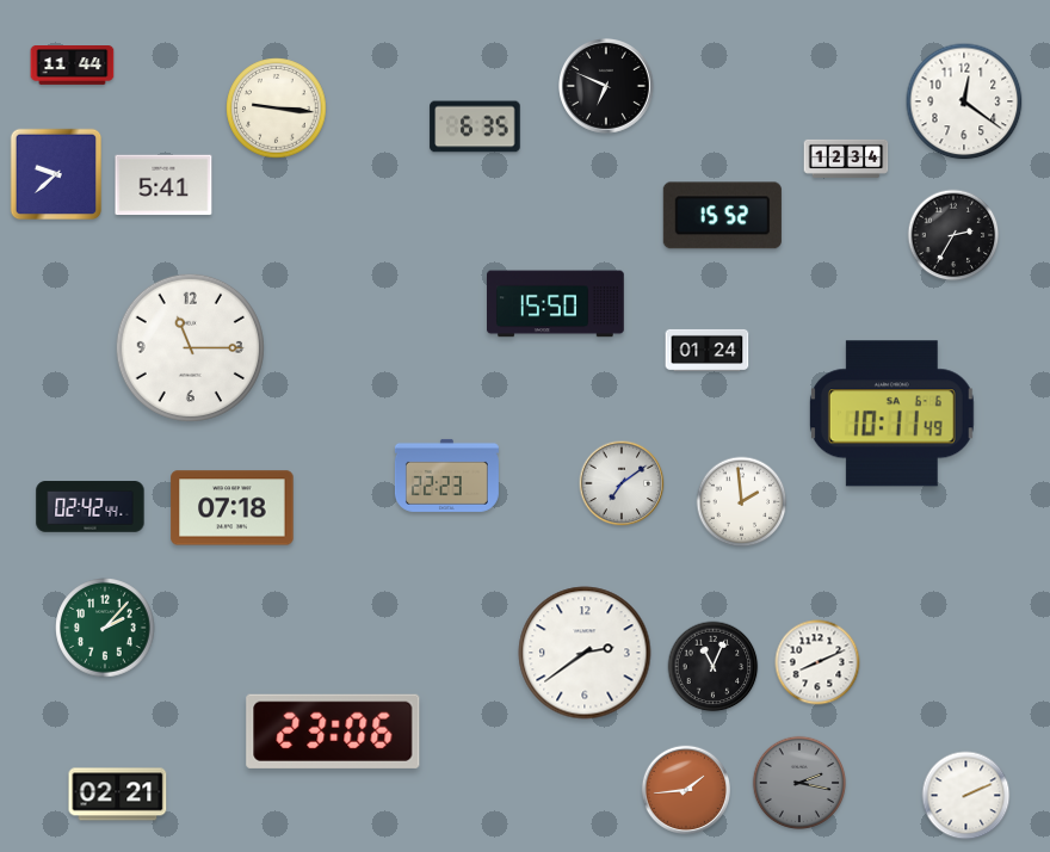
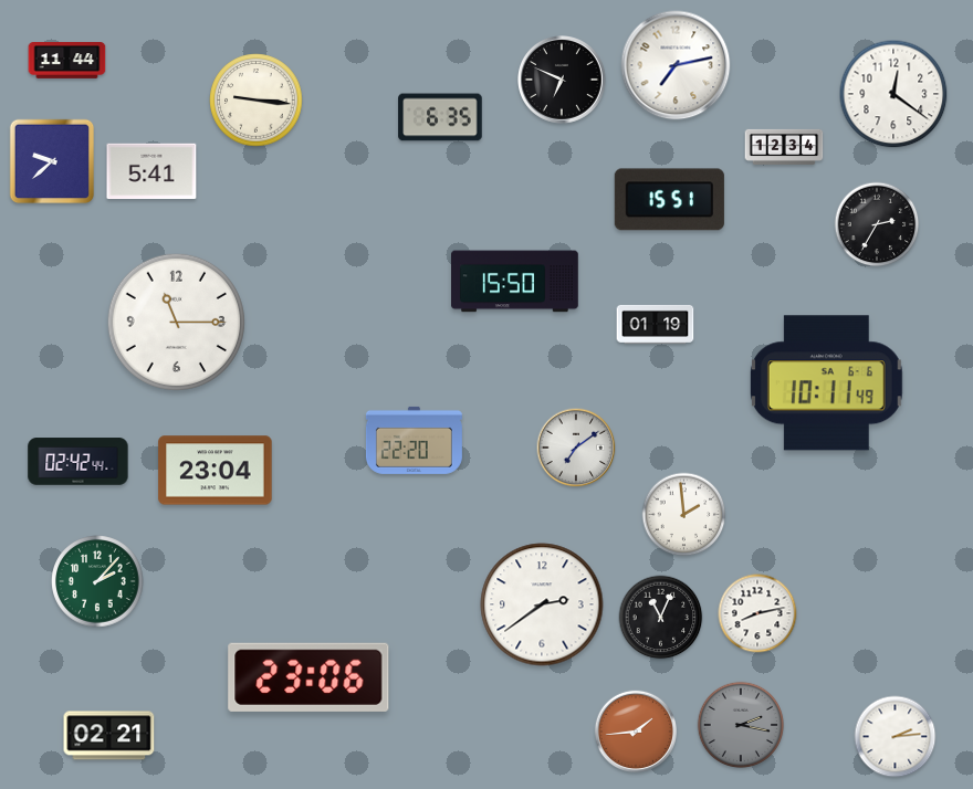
clock at (676, 65): none -> 7:13
clock at (722, 216): 15:52 -> 15:51
clock at (953, 235) position: (953, 235) -> (877, 224)
clock at (708, 350): 01:24 -> 01:19
clock at (446, 475): 22:23 -> 22:20
clock at (742, 502) position: (742, 502) -> (684, 515)
clock at (91, 507) position: (91, 507) -> (79, 462)
clock at (233, 508): 07:18 -> 23:04
clock at (817, 662): 8:11 -> 8:13
clock at (966, 796): 2:11 -> 2:14
